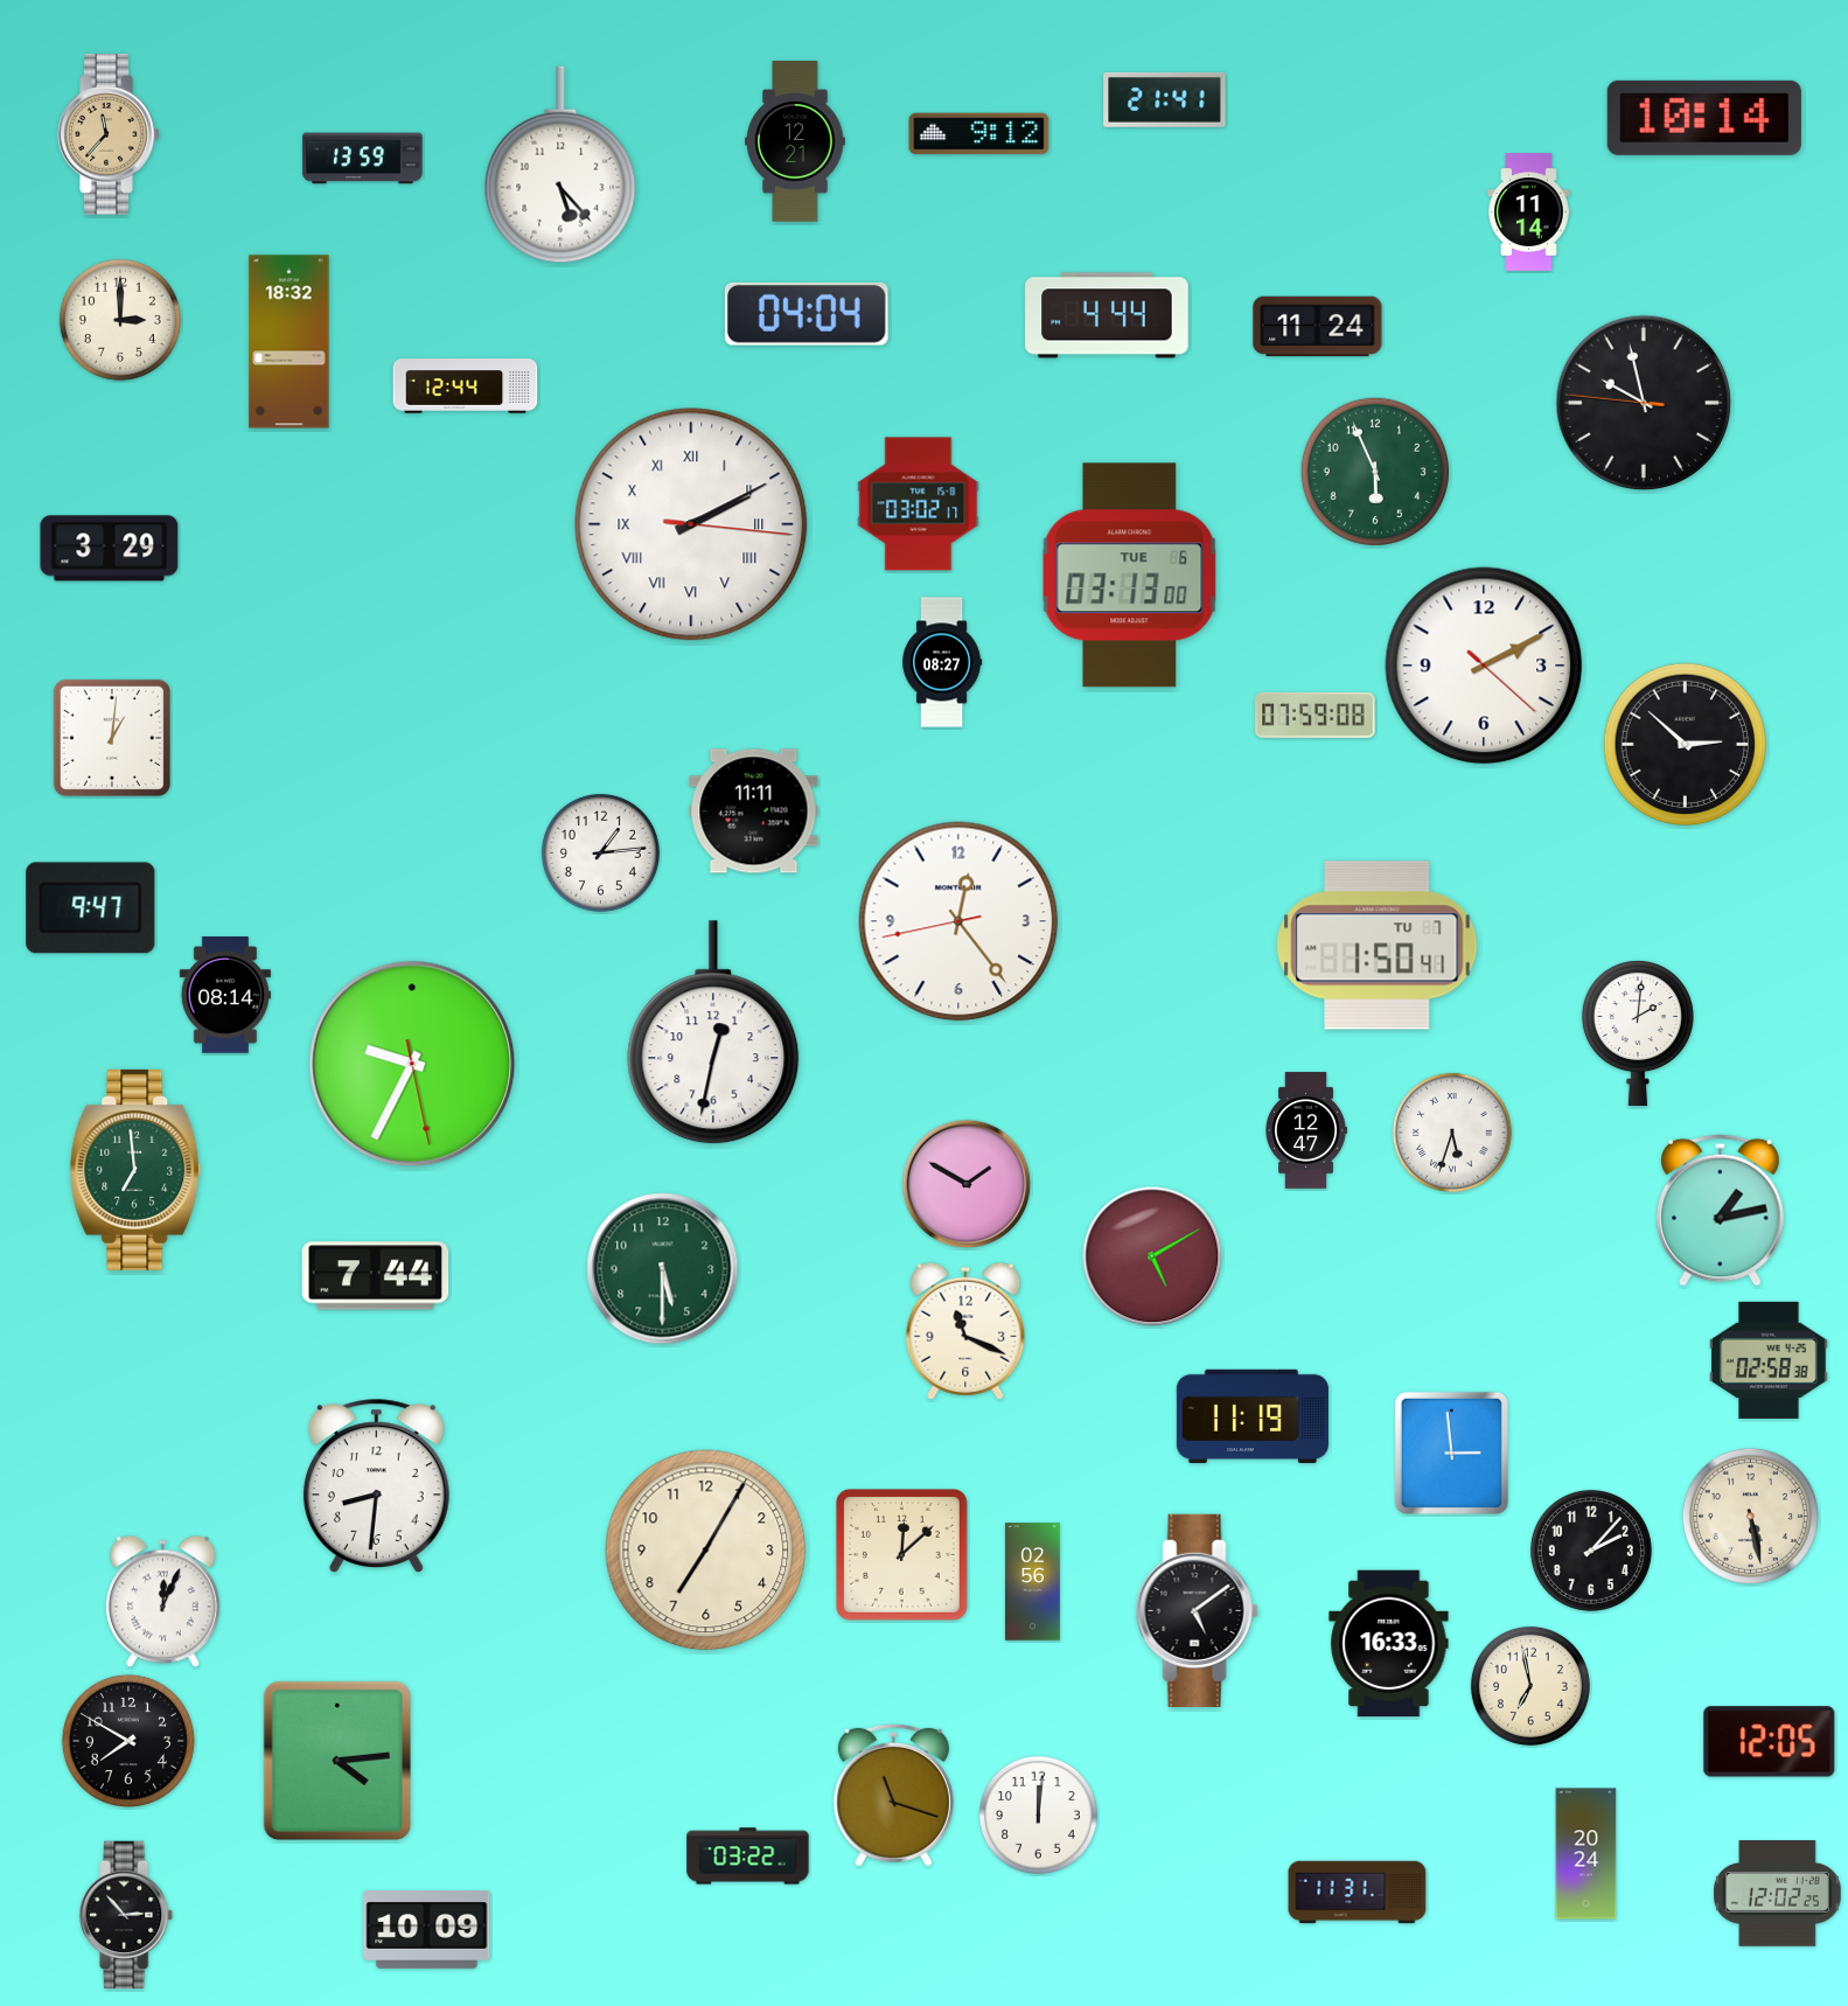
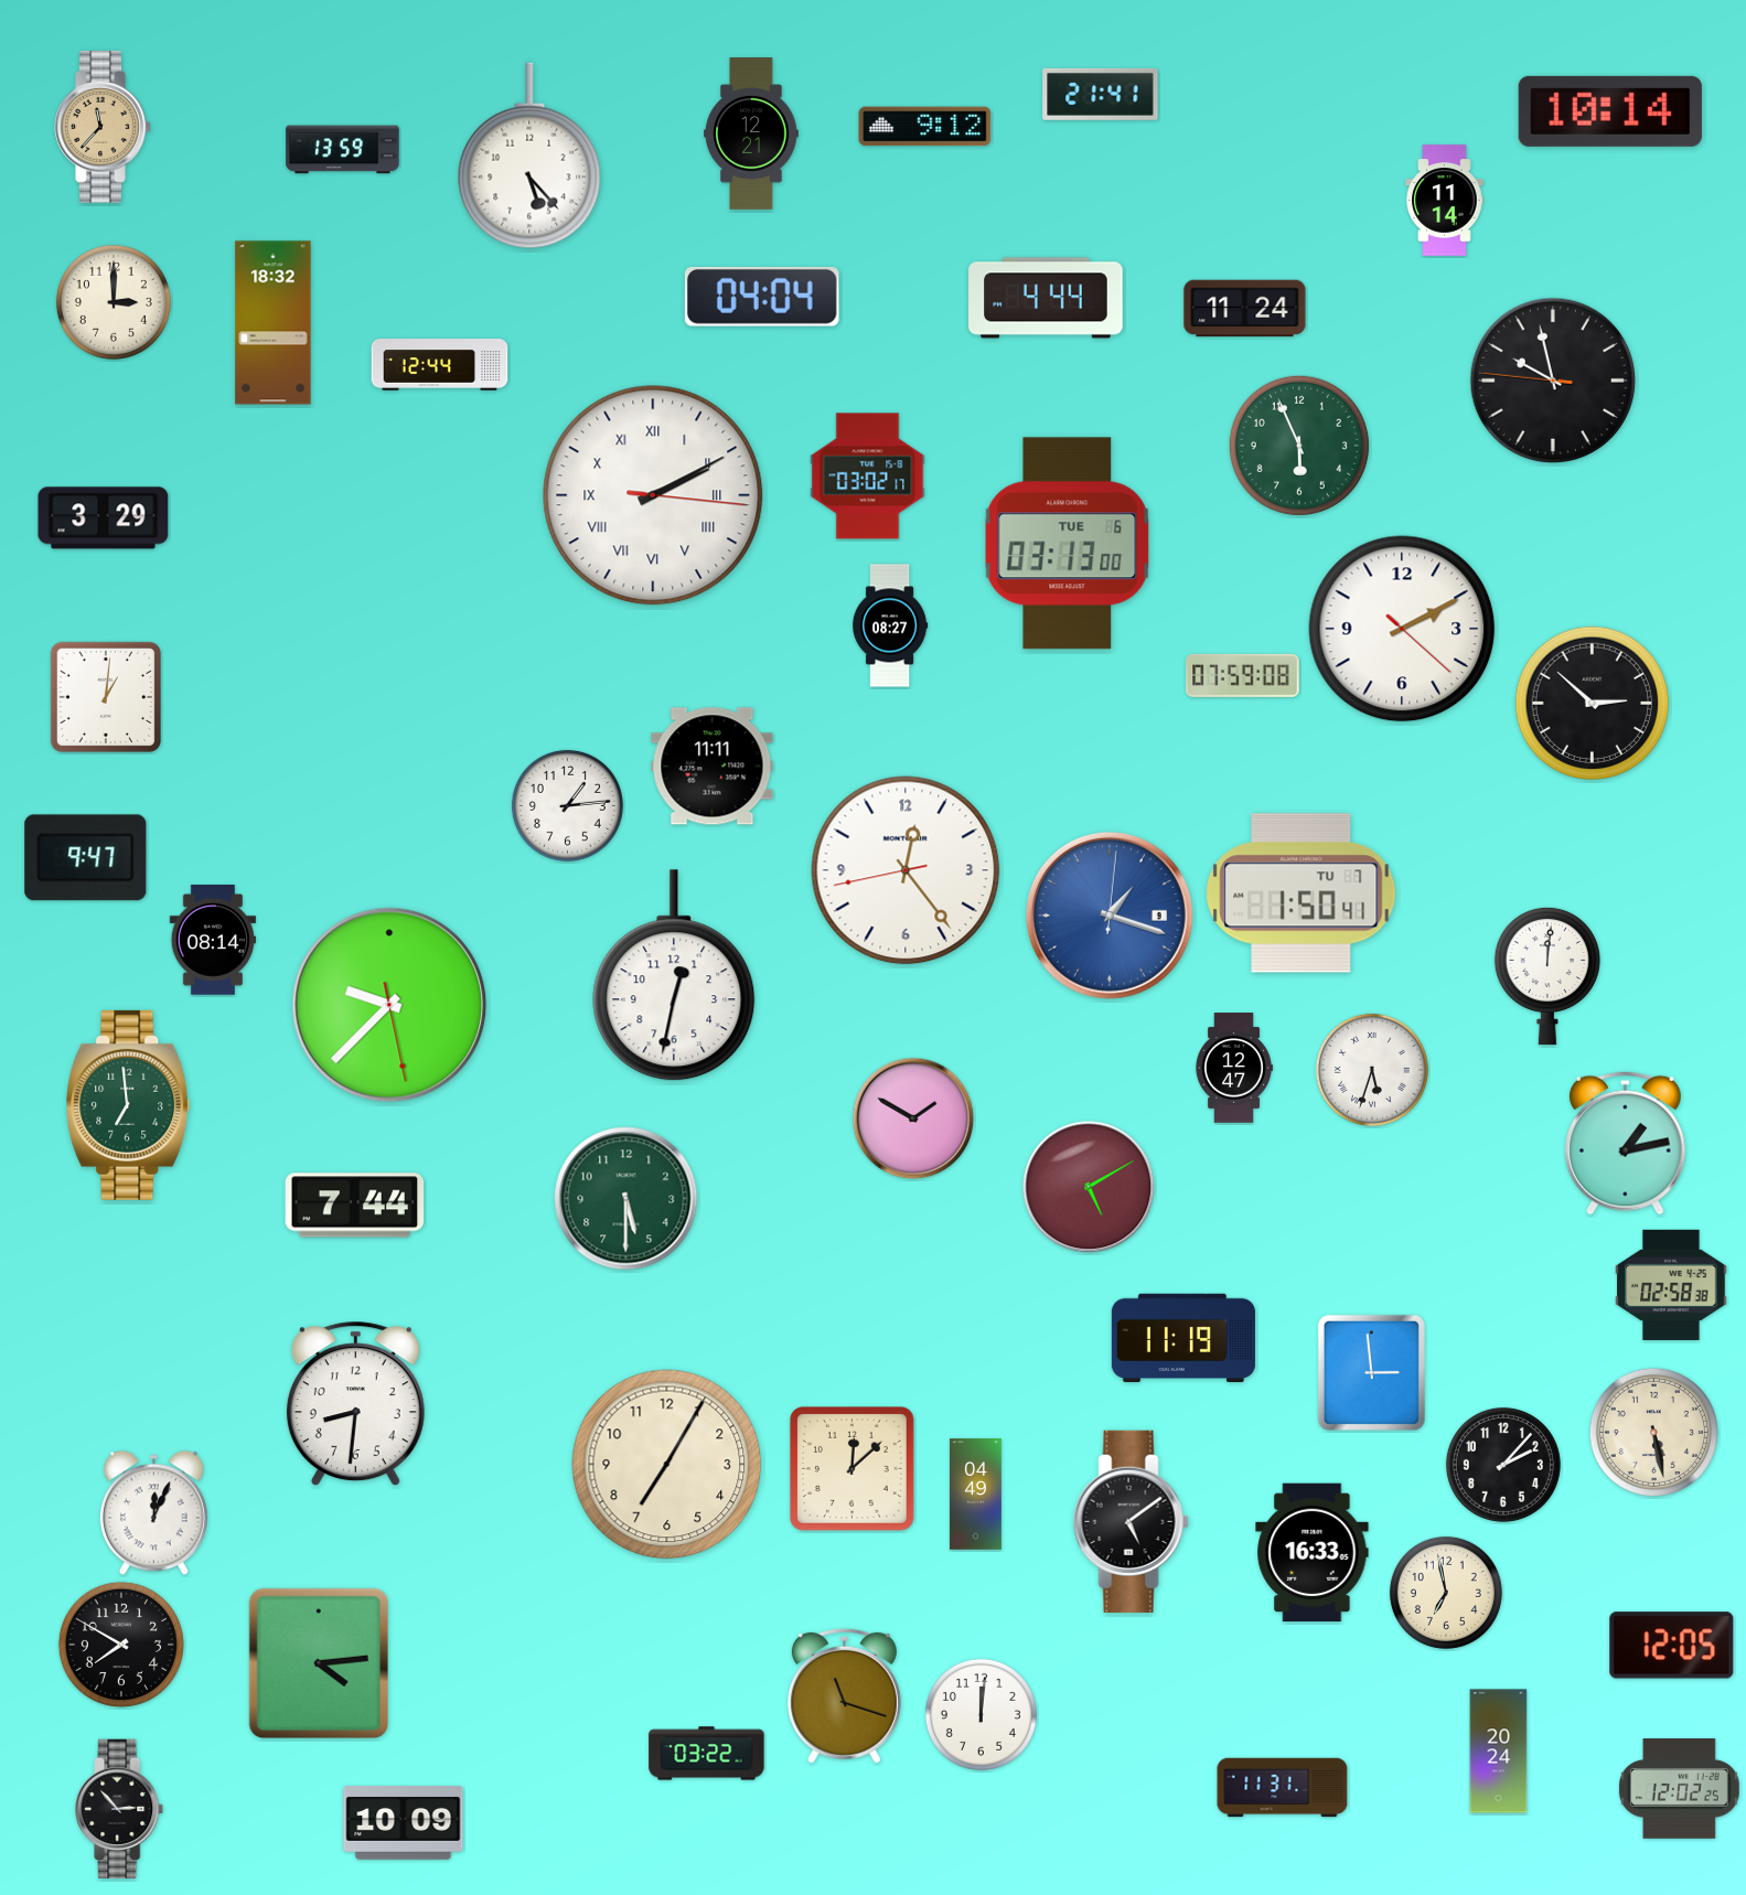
clock at (1110, 916): none -> 1:18
clock at (1638, 1033): 2:01 -> 12:01
clock at (412, 1064): 9:34 -> 9:37
clock at (965, 1331): 11:19 -> none
clock at (1032, 1582): 02:56 -> 04:49
